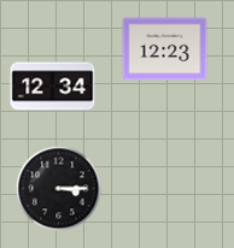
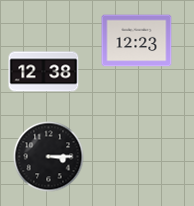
clock at (53, 87): 12:34 -> 12:38
